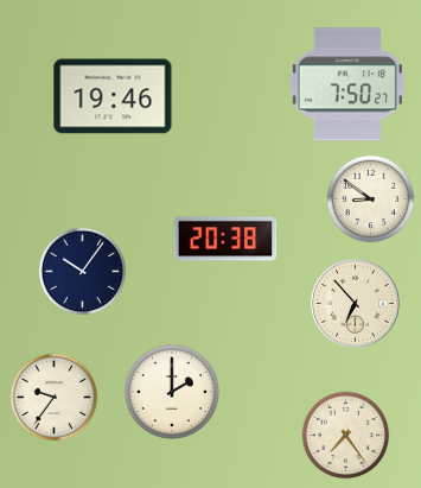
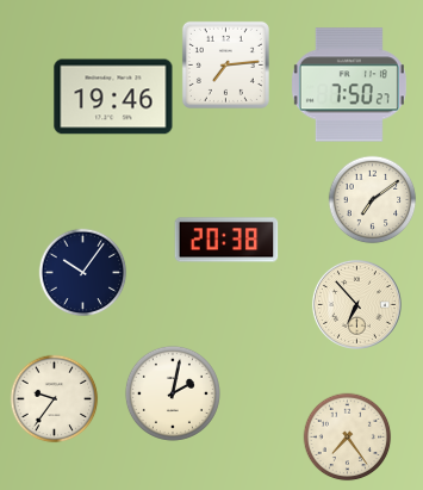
clock at (225, 64): none -> 7:14
clock at (371, 199): 8:51 -> 7:09
clock at (172, 392): 2:00 -> 2:02
